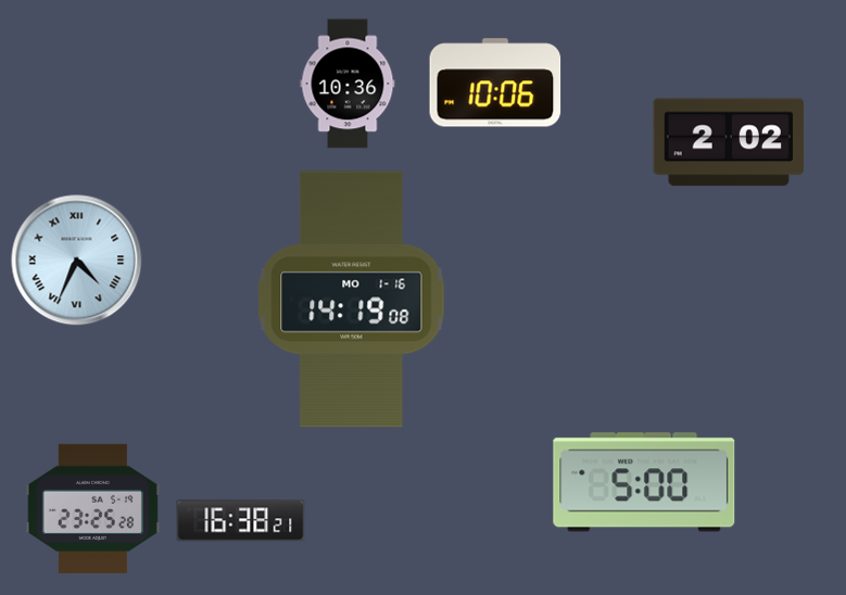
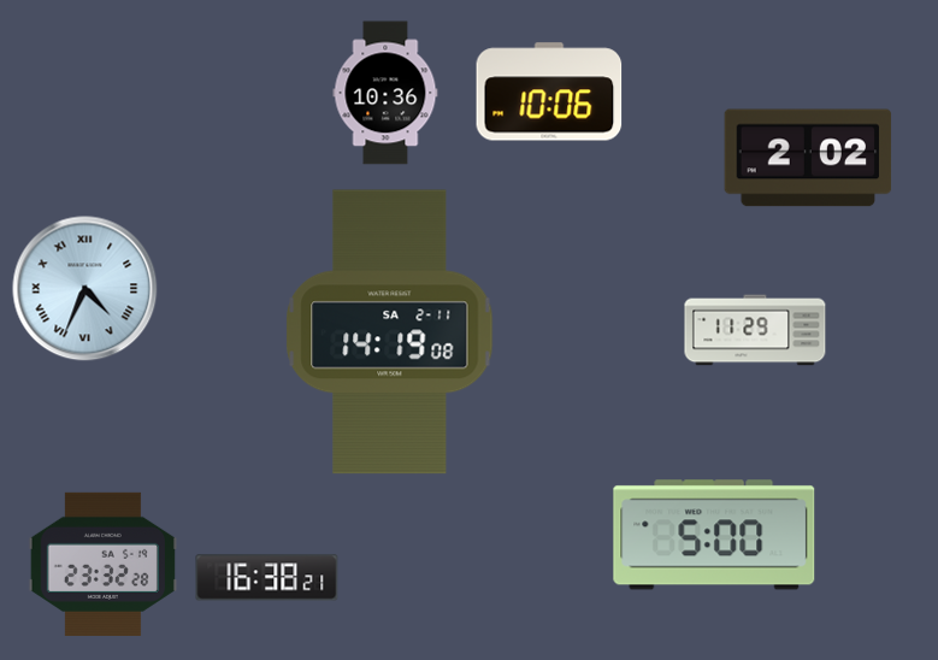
clock at (755, 330): none -> 11:29
clock at (352, 300) date: MO 1-16 -> SA 2-11
clock at (92, 508): 23:25 -> 23:32
